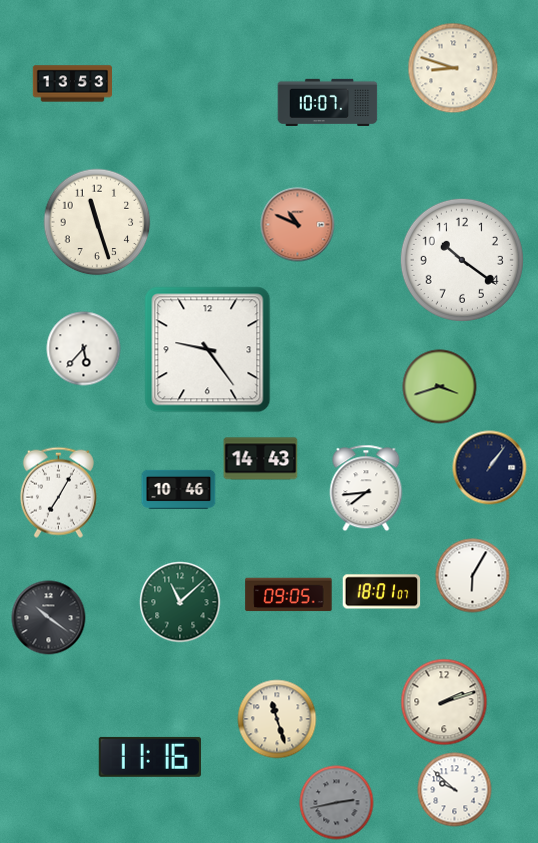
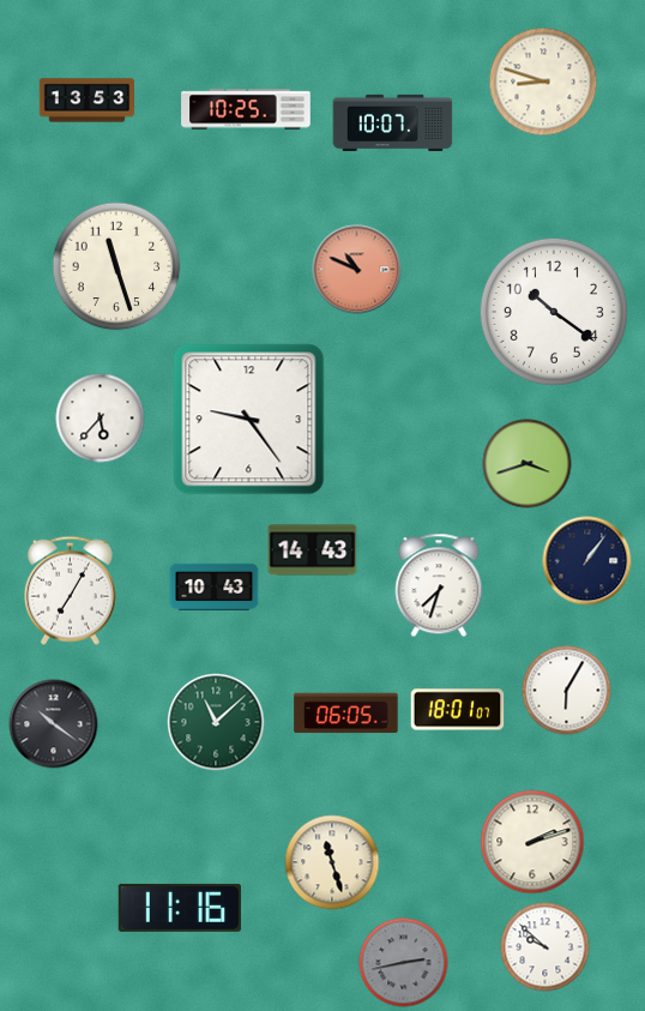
clock at (246, 109): none -> 10:25
clock at (366, 488): 7:44 -> 7:33
clock at (179, 489): 10:46 -> 10:43
clock at (289, 595): 09:05 -> 06:05
clock at (49, 618) position: (49, 618) -> (54, 724)
